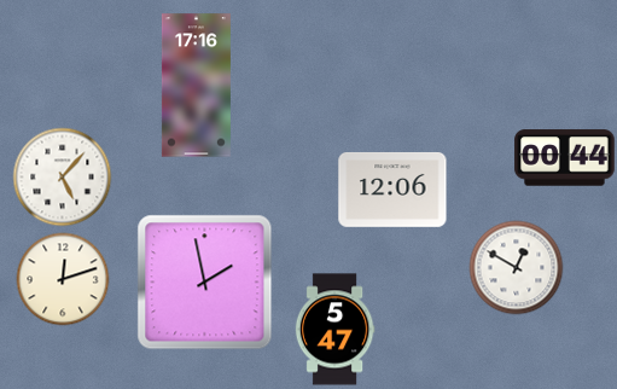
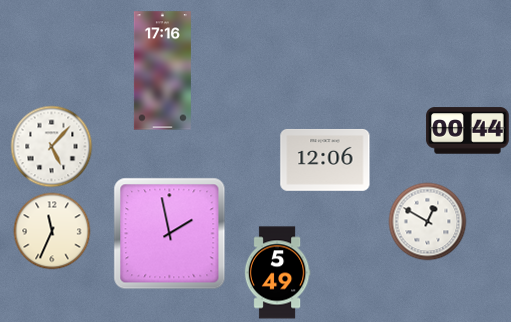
clock at (392, 190) position: (392, 190) -> (325, 160)
clock at (63, 279): 12:12 -> 11:34
clock at (334, 330): 5:47 -> 5:49
